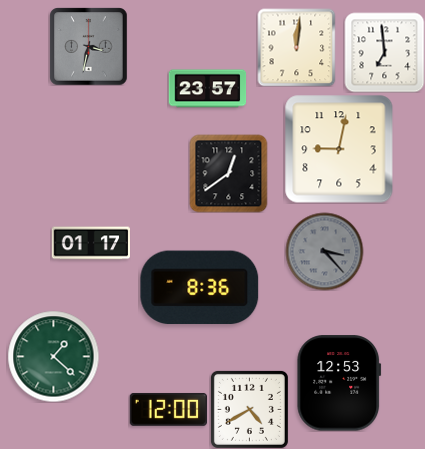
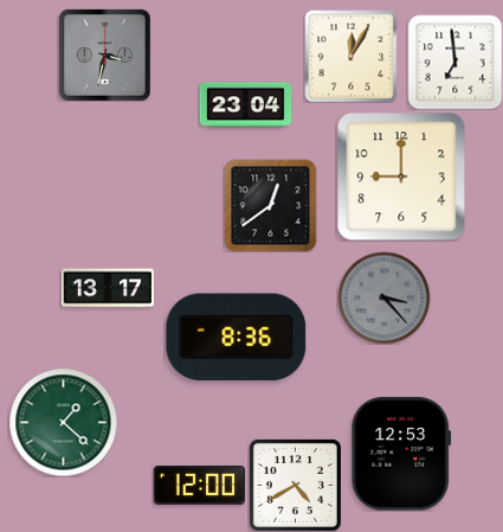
clock at (296, 47): 12:01 -> 12:05
clock at (207, 89): 23:57 -> 23:04
clock at (339, 149): 9:02 -> 9:00
clock at (90, 243): 01:17 -> 13:17
clock at (200, 288) position: (200, 288) -> (237, 338)
